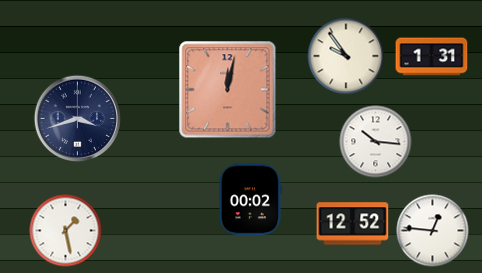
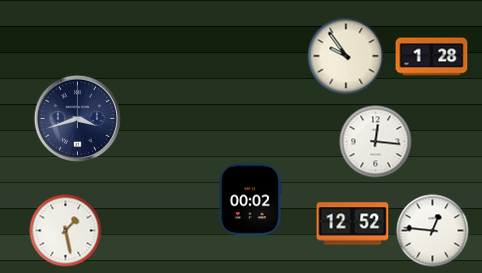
clock at (432, 57): 1:31 -> 1:28
clock at (228, 90): 12:02 -> none
clock at (376, 142): 10:16 -> 12:16
